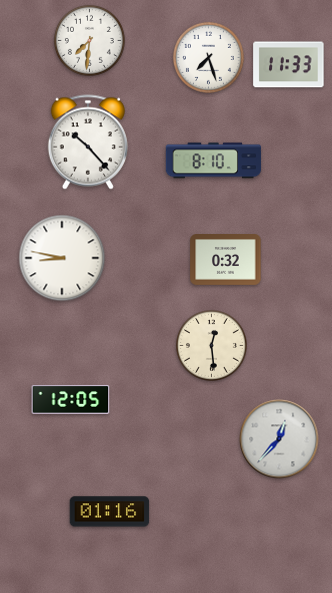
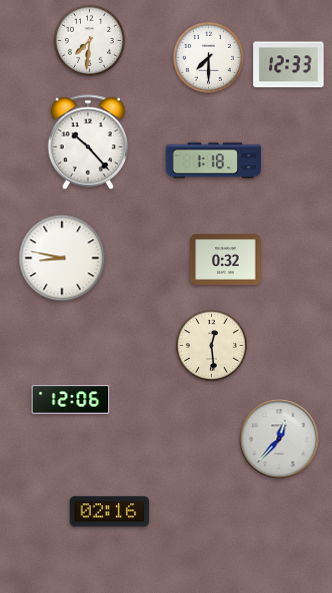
clock at (208, 57): 7:27 -> 7:30
clock at (289, 65): 11:33 -> 12:33
clock at (214, 161): 8:10 -> 1:18
clock at (71, 400): 12:05 -> 12:06
clock at (110, 512): 01:16 -> 02:16
